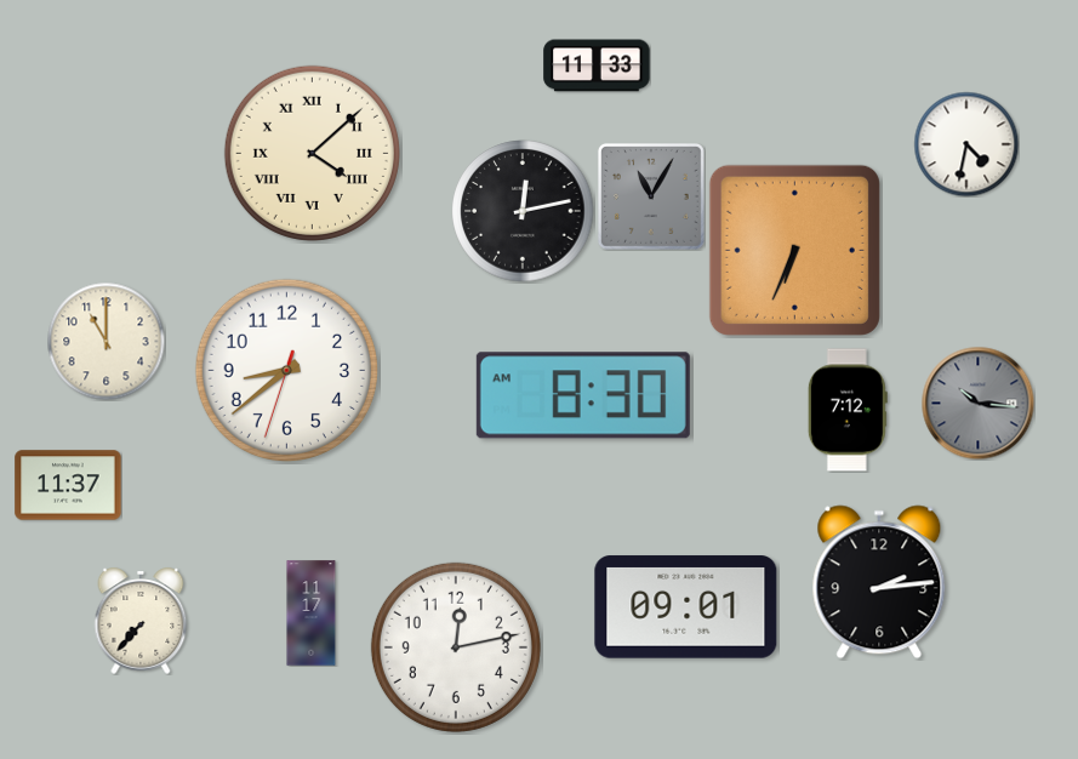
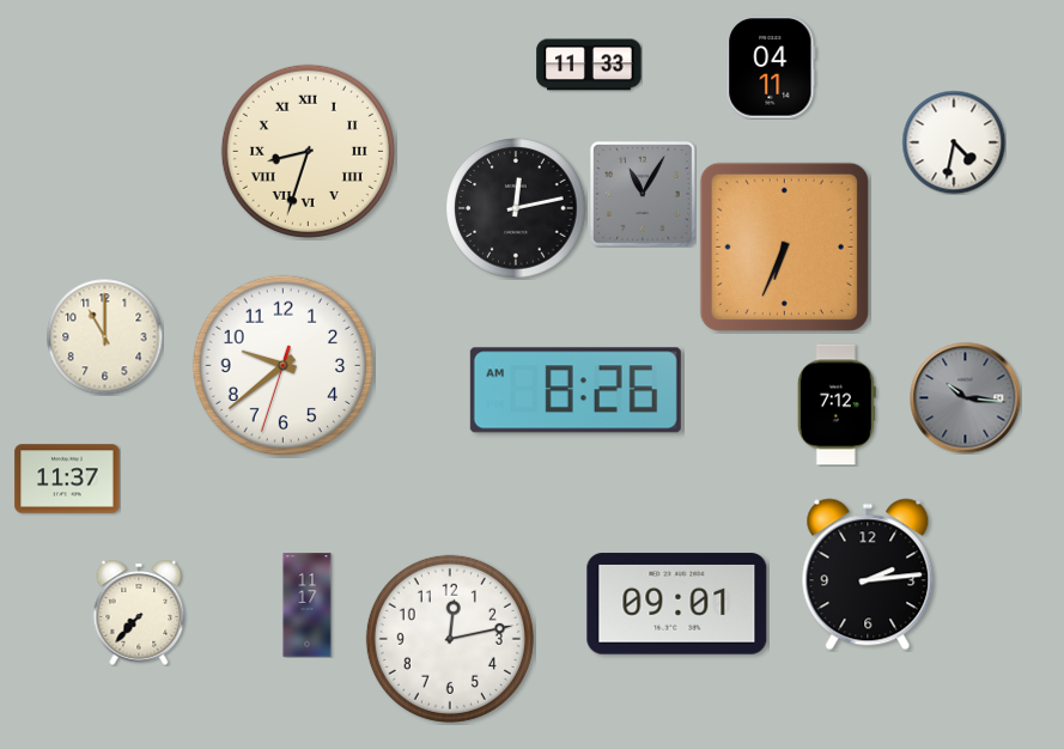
clock at (771, 67): none -> 04:11
clock at (312, 153): 4:08 -> 8:33
clock at (286, 370): 8:38 -> 9:38
clock at (583, 395): 8:30 -> 8:26
clock at (686, 607) position: (686, 607) -> (677, 604)
